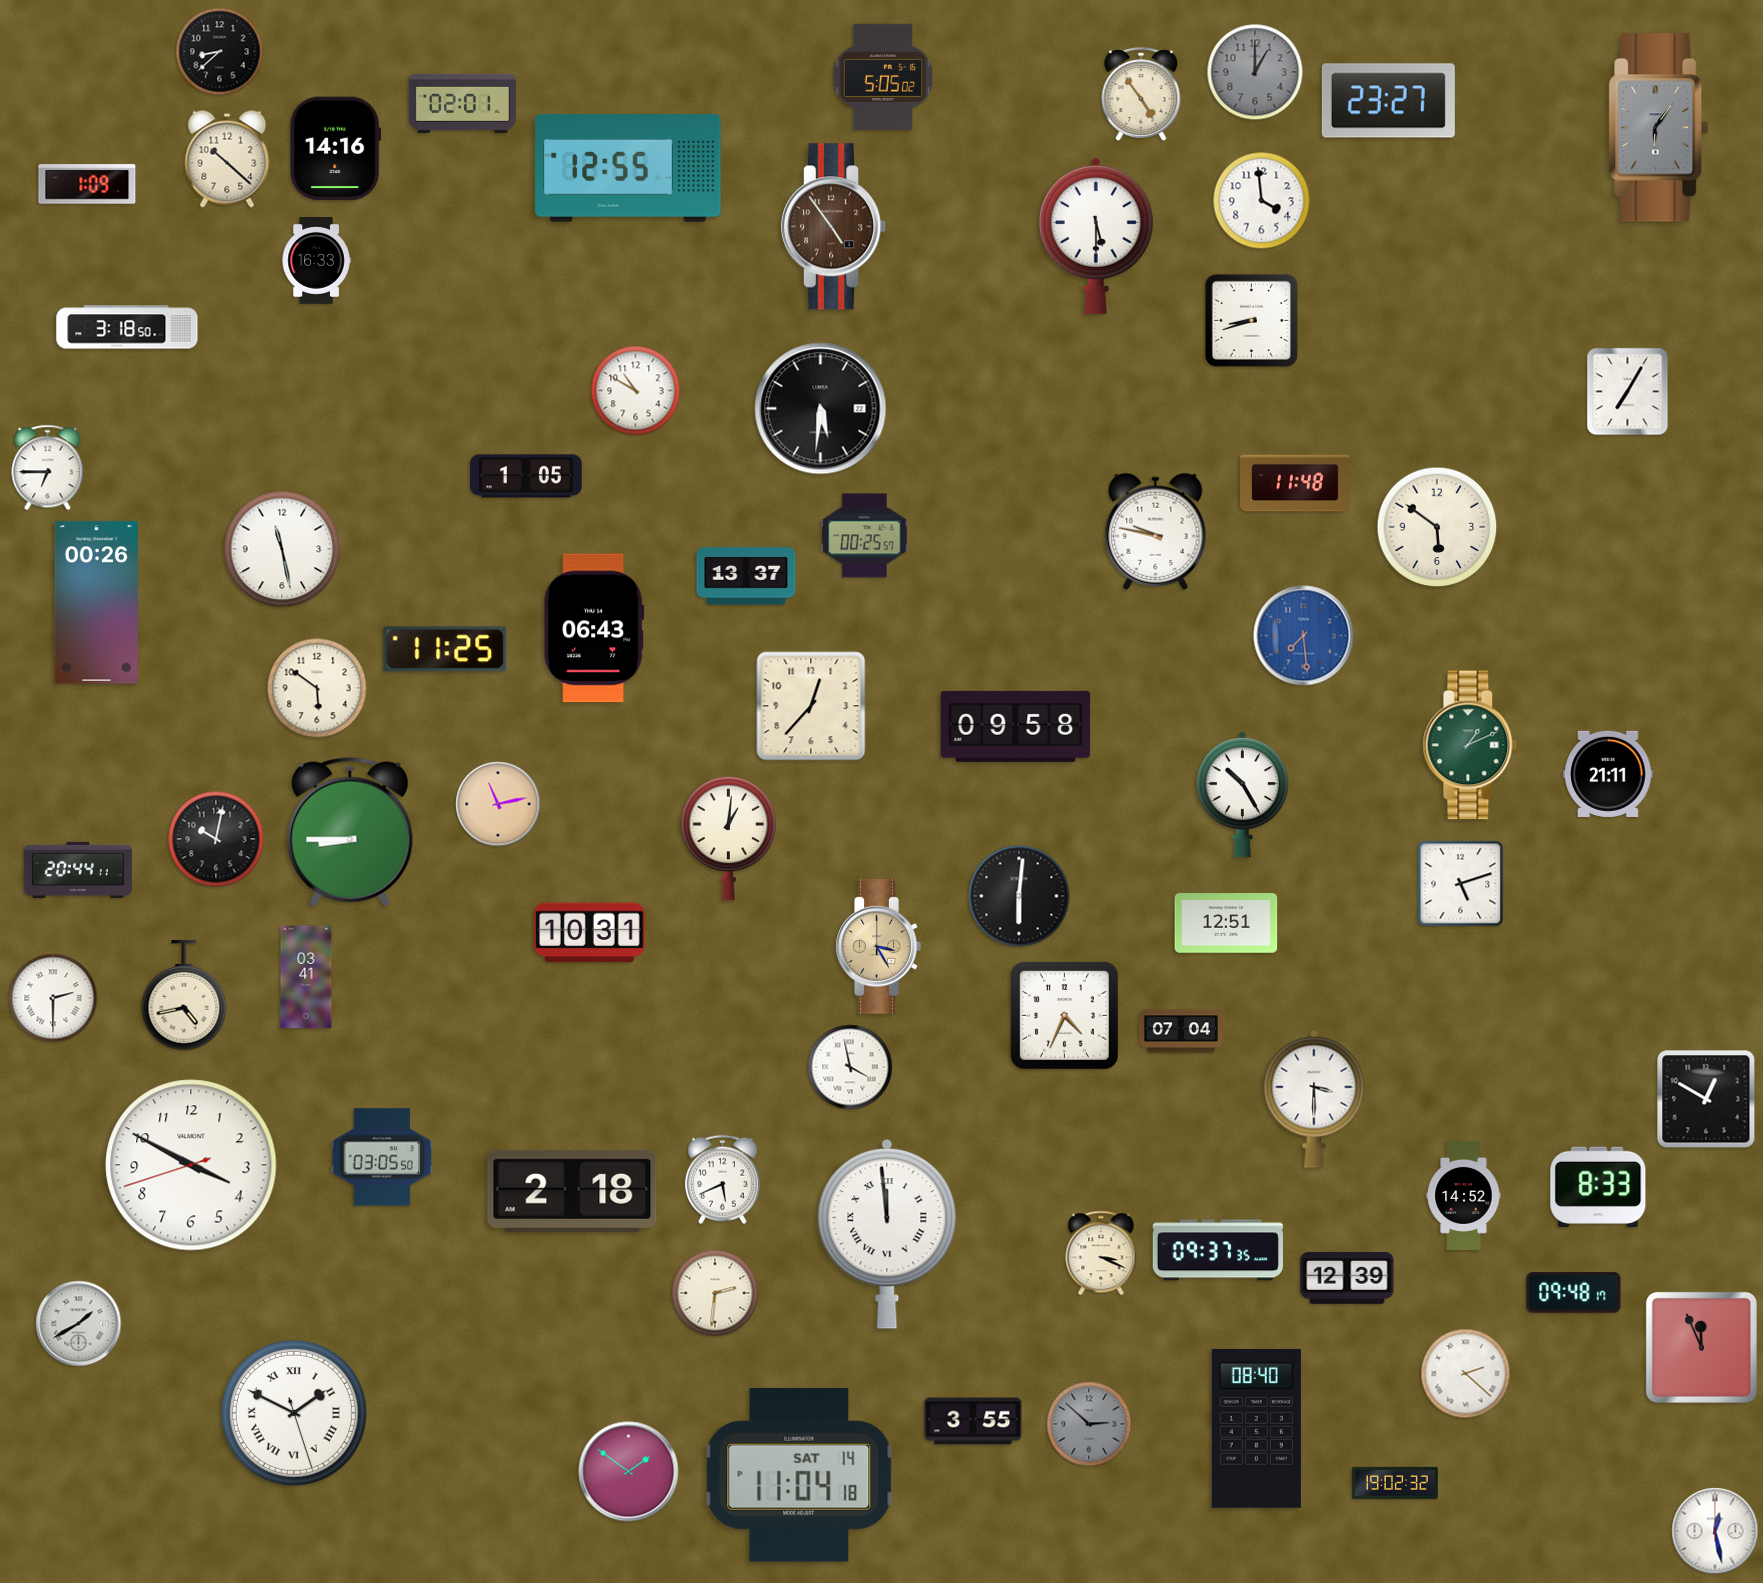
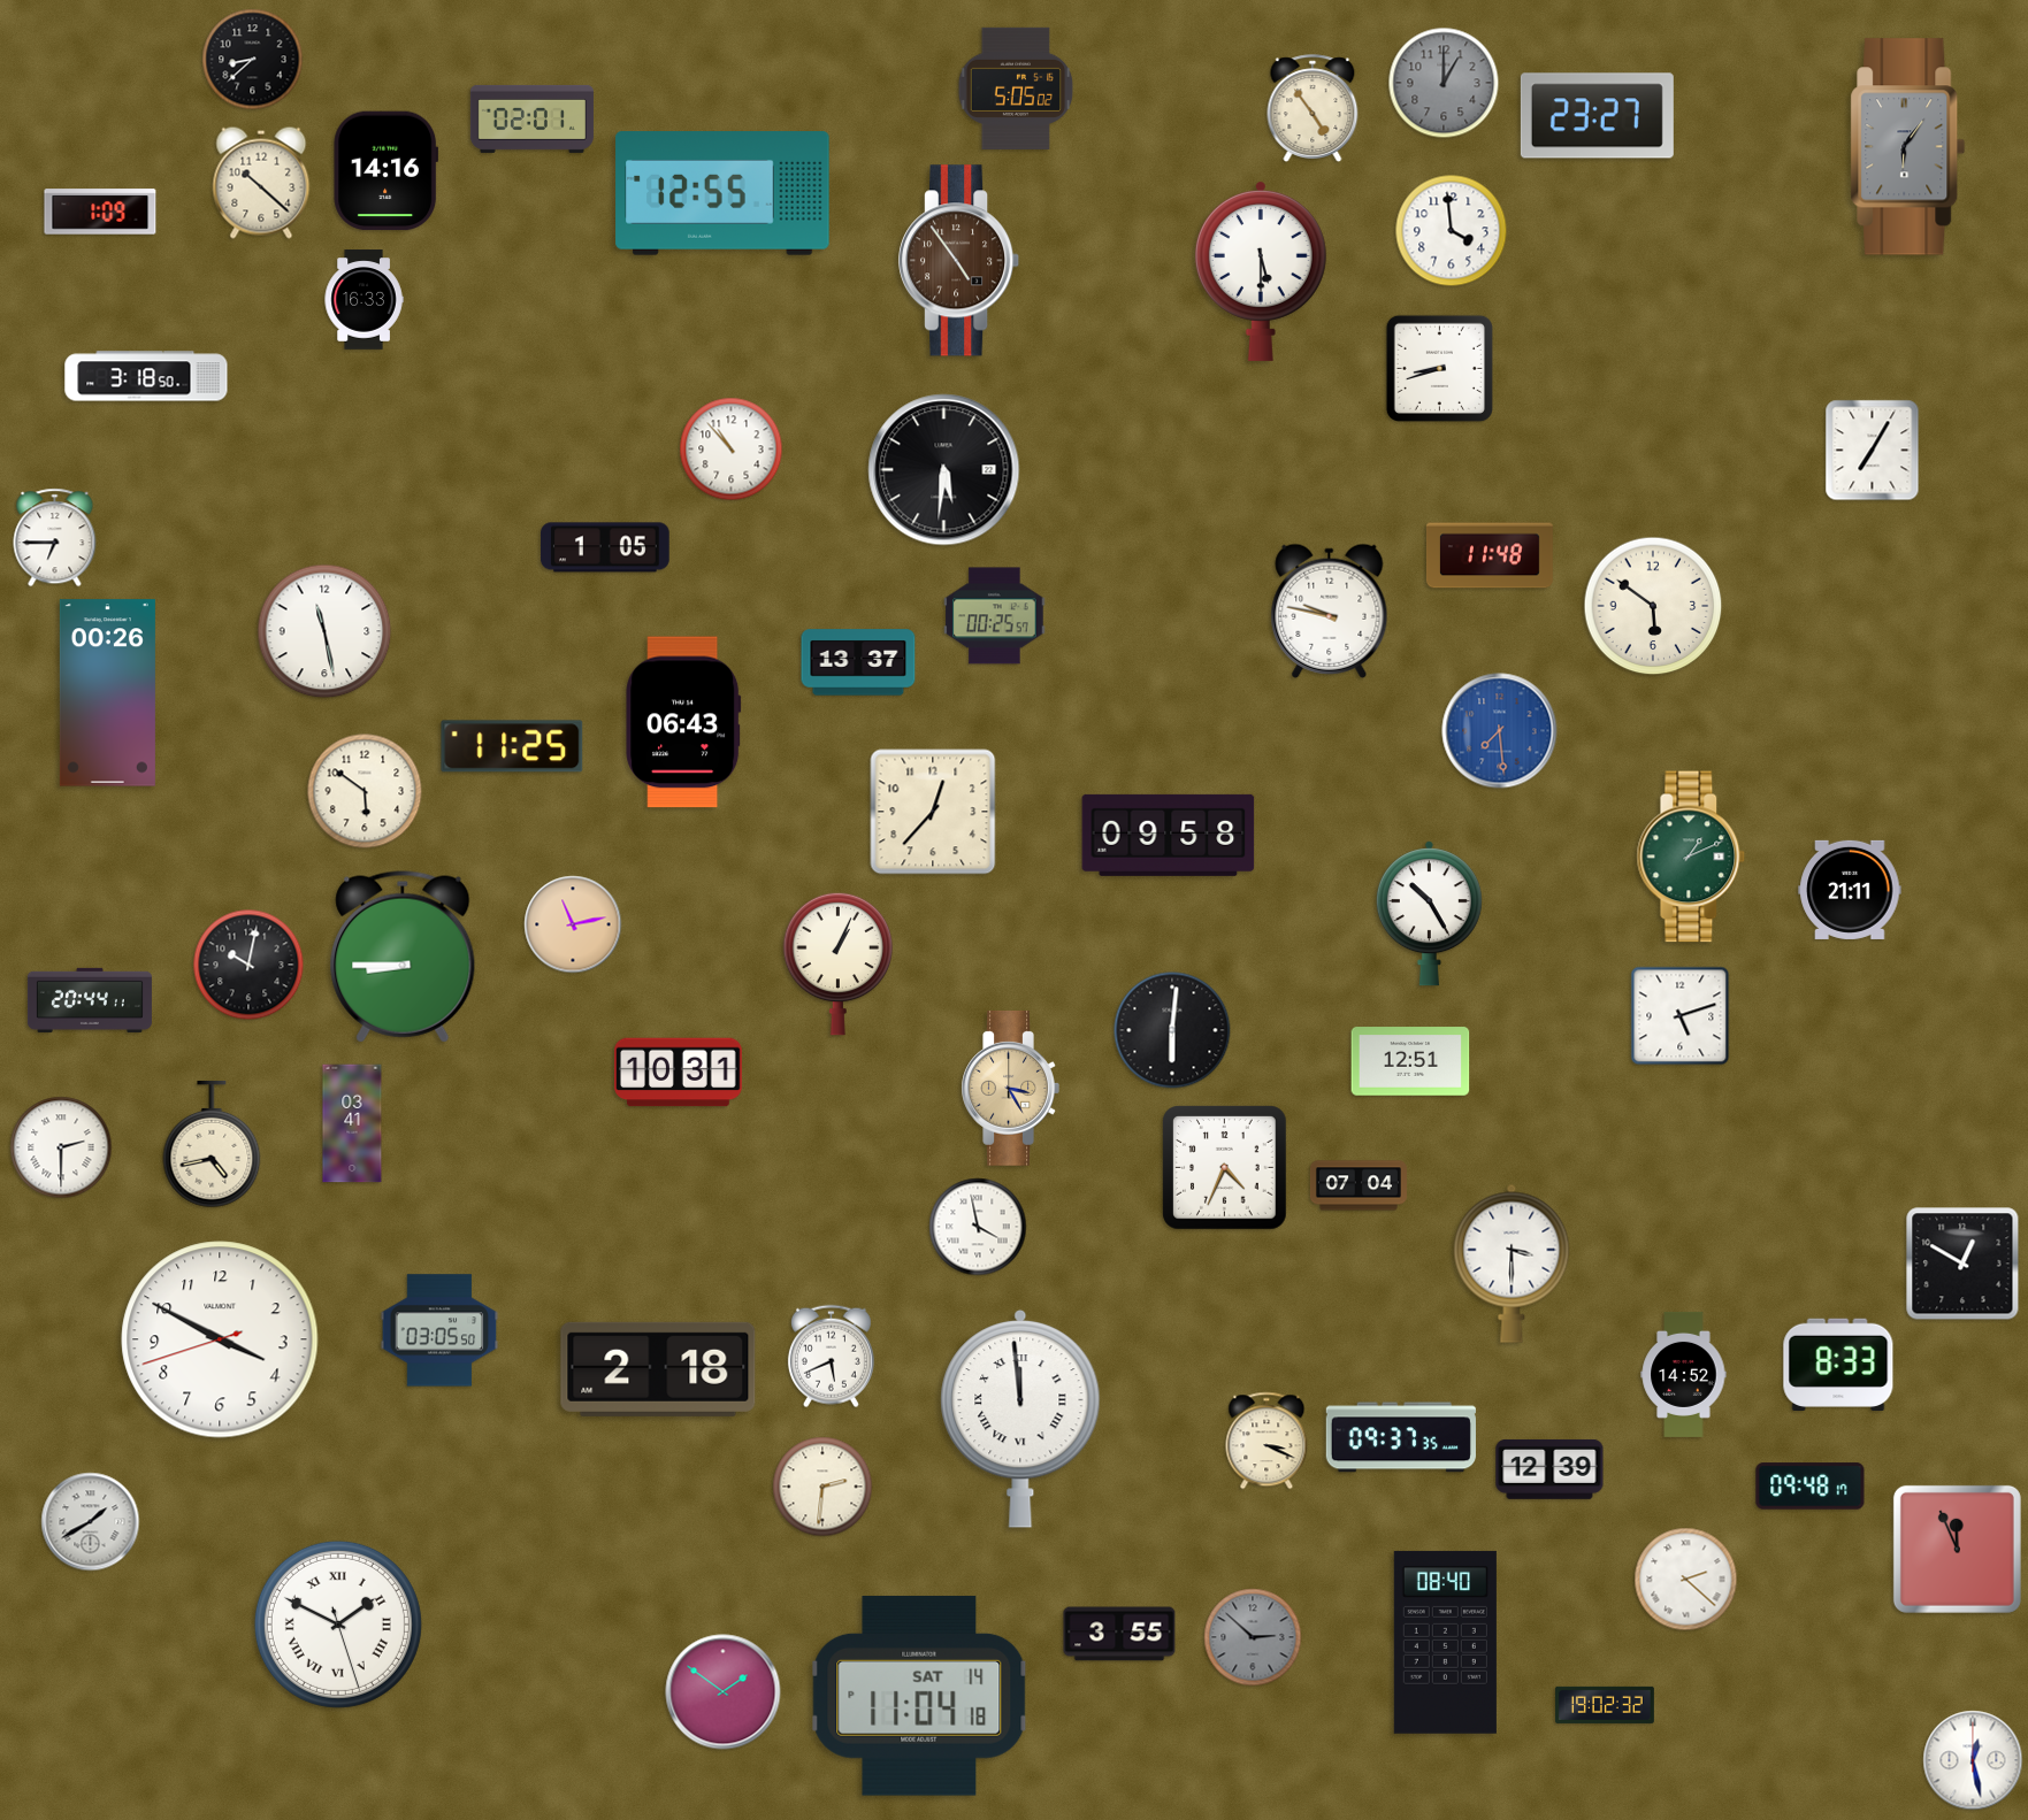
clock at (636, 391): 10:50 -> 10:53
clock at (96, 603) position: (96, 603) -> (107, 693)
clock at (729, 838): 1:01 -> 1:04
